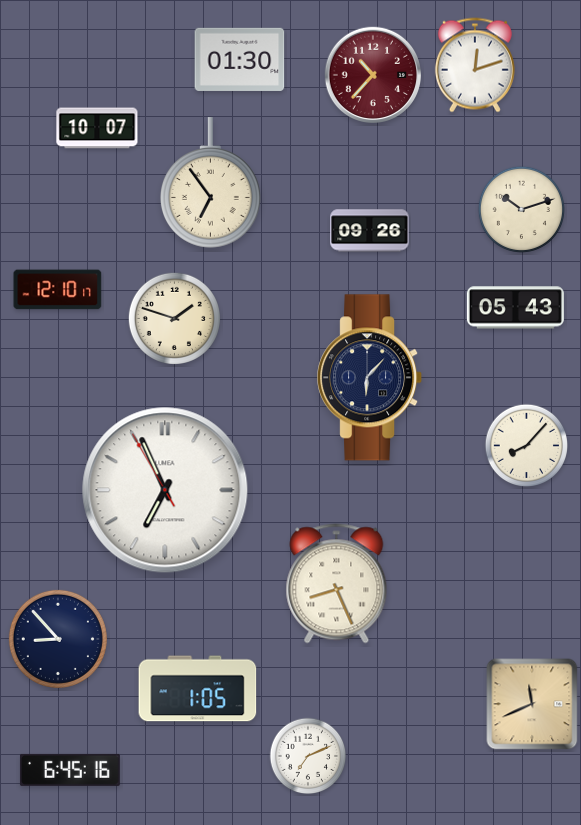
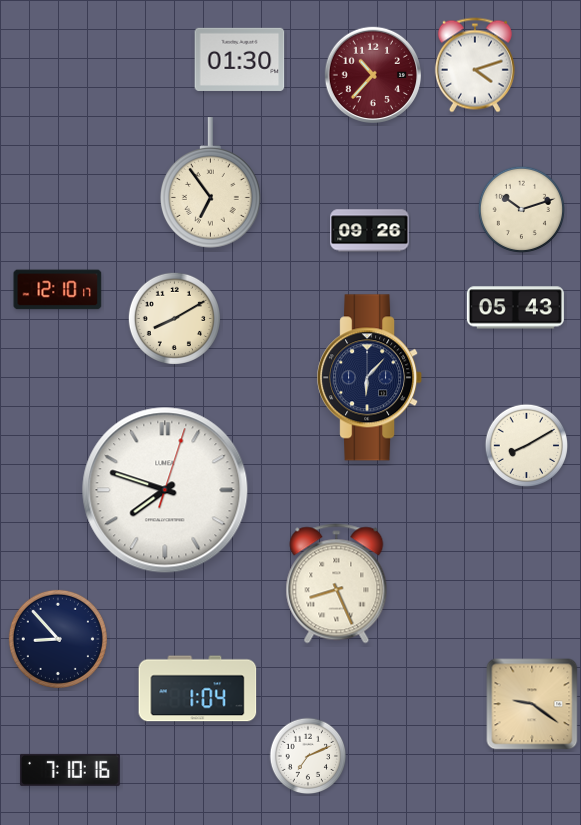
clock at (475, 65): 12:12 -> 4:12
clock at (97, 128): 10:07 -> none
clock at (174, 318): 1:48 -> 8:10
clock at (527, 446): 8:07 -> 8:10
clock at (165, 490): 6:55 -> 7:48
clock at (198, 689): 1:05 -> 1:04
clock at (532, 704): 11:41 -> 9:21
clock at (70, 770): 6:45 -> 7:10
